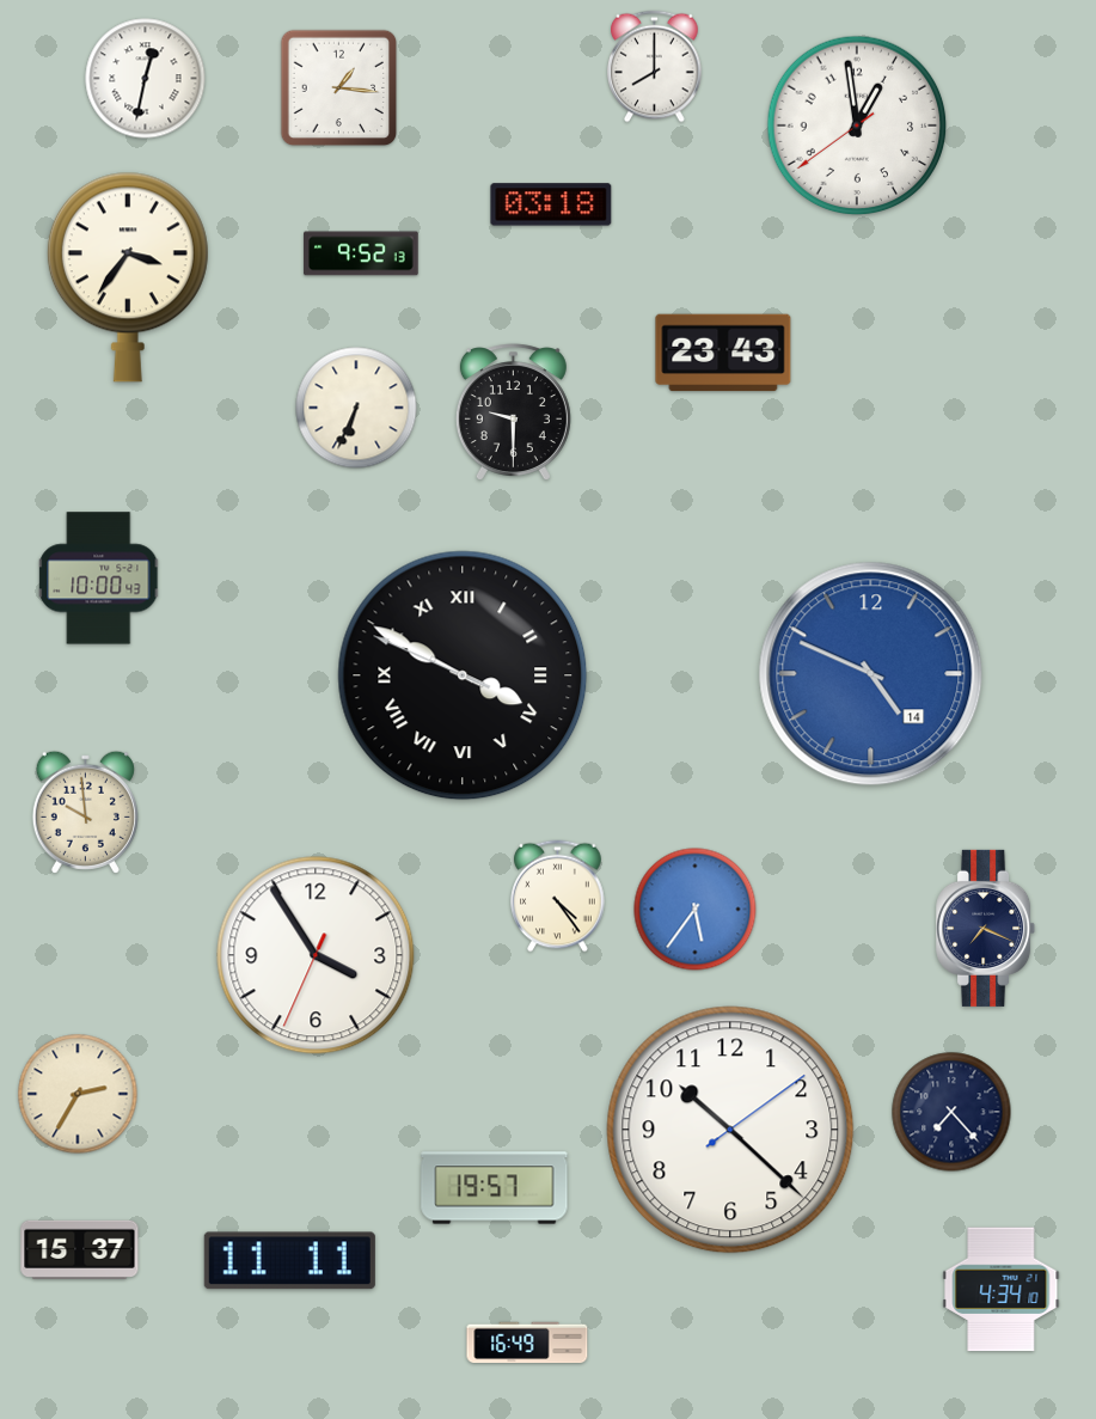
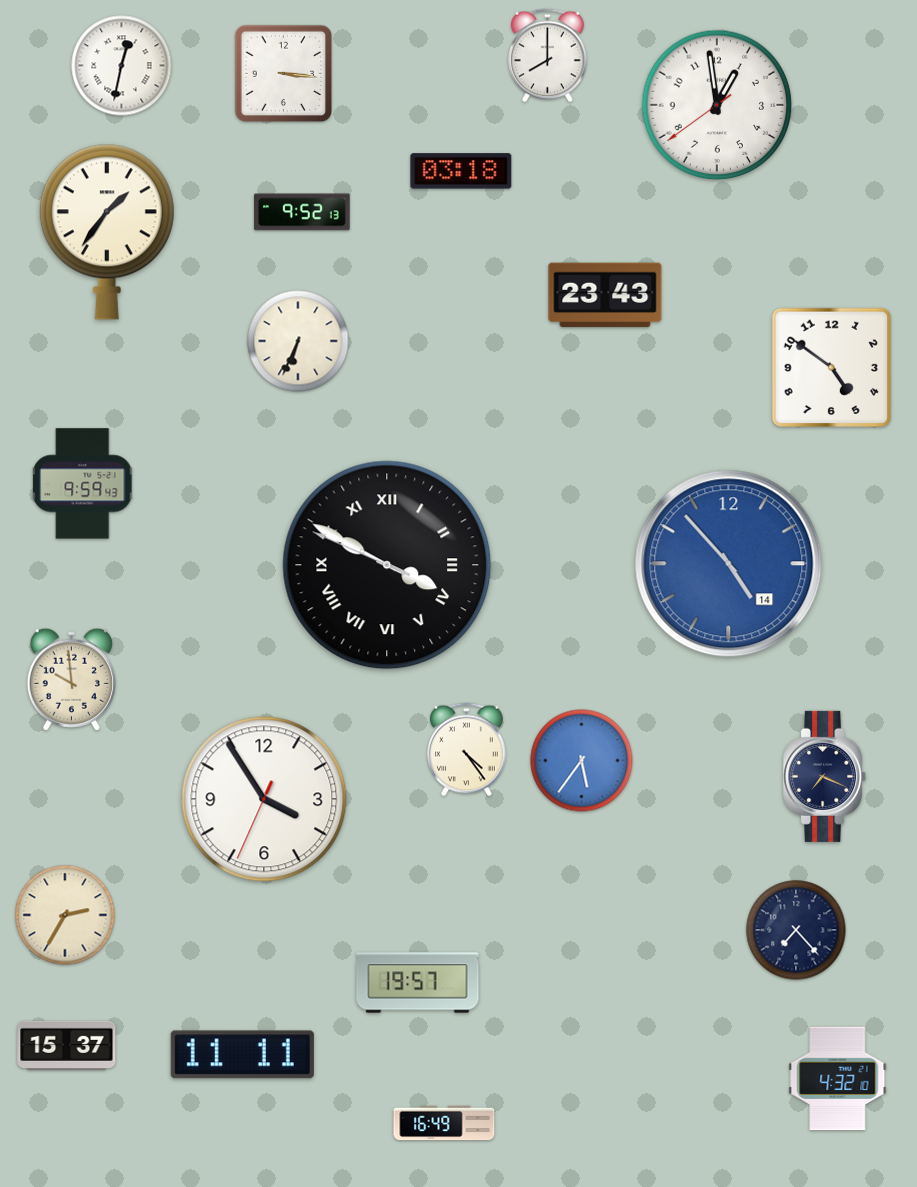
clock at (339, 88): 1:16 -> 3:16
clock at (128, 277): 3:36 -> 1:36
clock at (513, 411): 9:30 -> none
clock at (832, 368): none -> 4:51
clock at (99, 579): 10:00 -> 9:59
clock at (871, 674): 4:49 -> 4:53
clock at (730, 1130): 10:22 -> none
clock at (495, 1188) position: (495, 1188) -> (418, 983)
clock at (1002, 1290): 4:34 -> 4:32
clock at (527, 1342) position: (527, 1342) -> (444, 1123)
